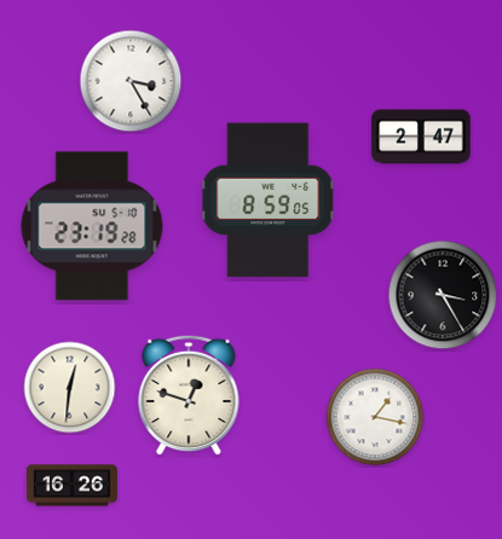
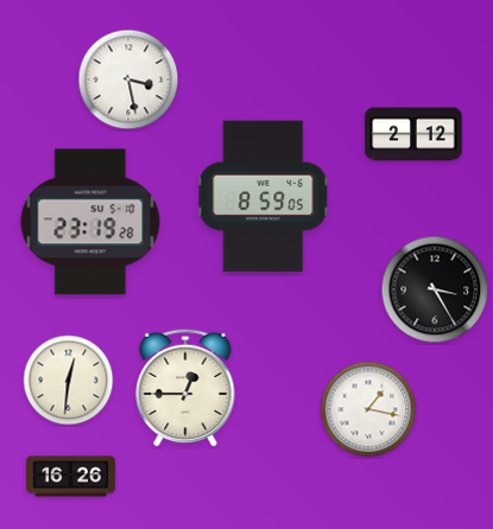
clock at (131, 81): 3:25 -> 3:28
clock at (421, 137): 2:47 -> 2:12
clock at (189, 395): 12:48 -> 12:45
